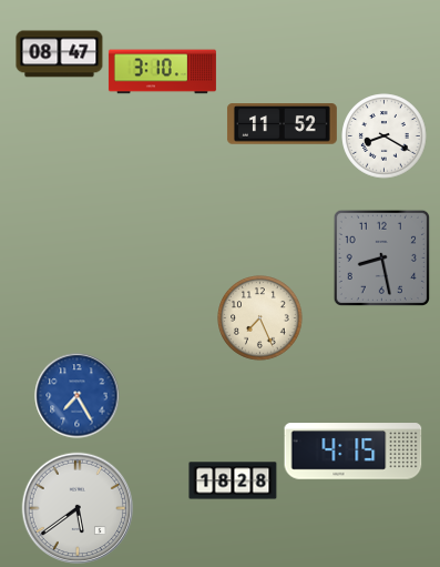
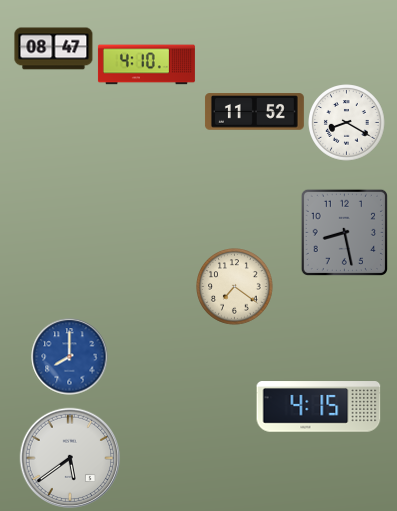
clock at (162, 72): 3:10 -> 4:10
clock at (260, 318): 7:26 -> 7:21
clock at (78, 396): 7:25 -> 8:00
clock at (233, 480): 18:28 -> none
